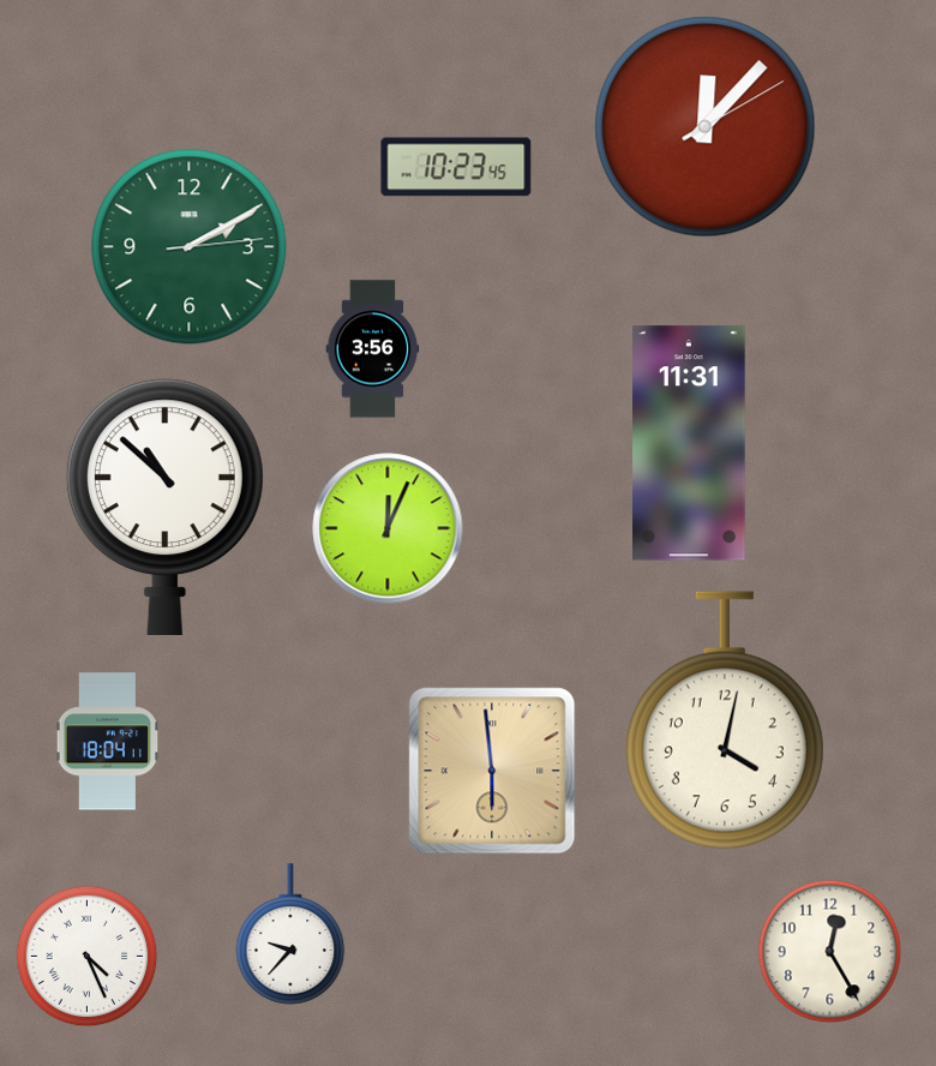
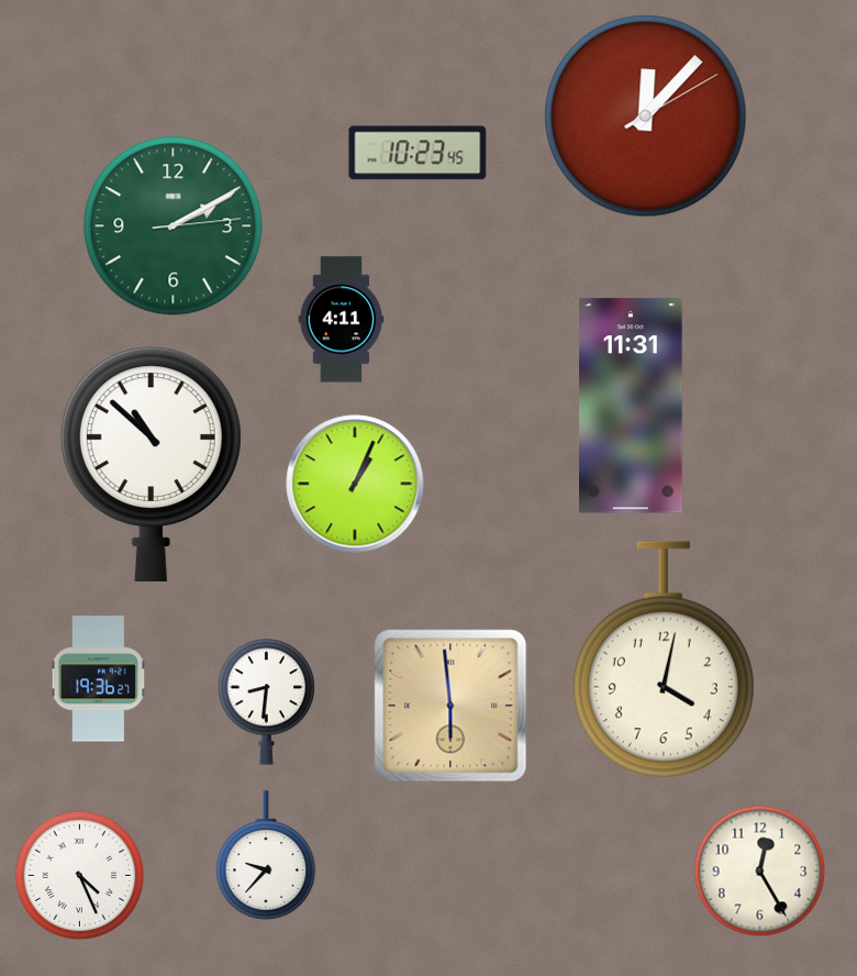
clock at (373, 349): 3:56 -> 4:11
clock at (388, 528): 12:04 -> 1:04
clock at (108, 742): 18:04 -> 19:36
clock at (267, 702): none -> 8:31
